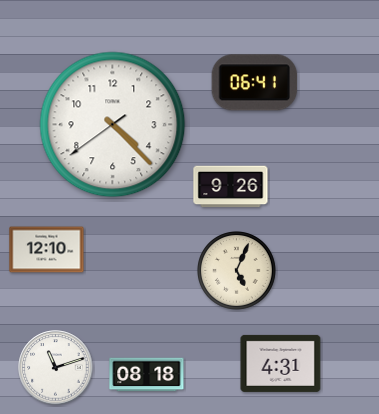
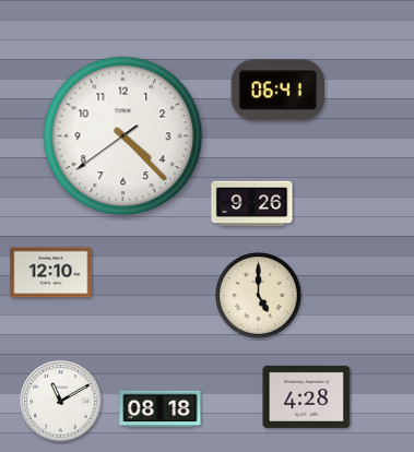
clock at (237, 271): 5:04 -> 5:00
clock at (281, 363): 4:31 -> 4:28
clock at (56, 368): 11:12 -> 11:10
